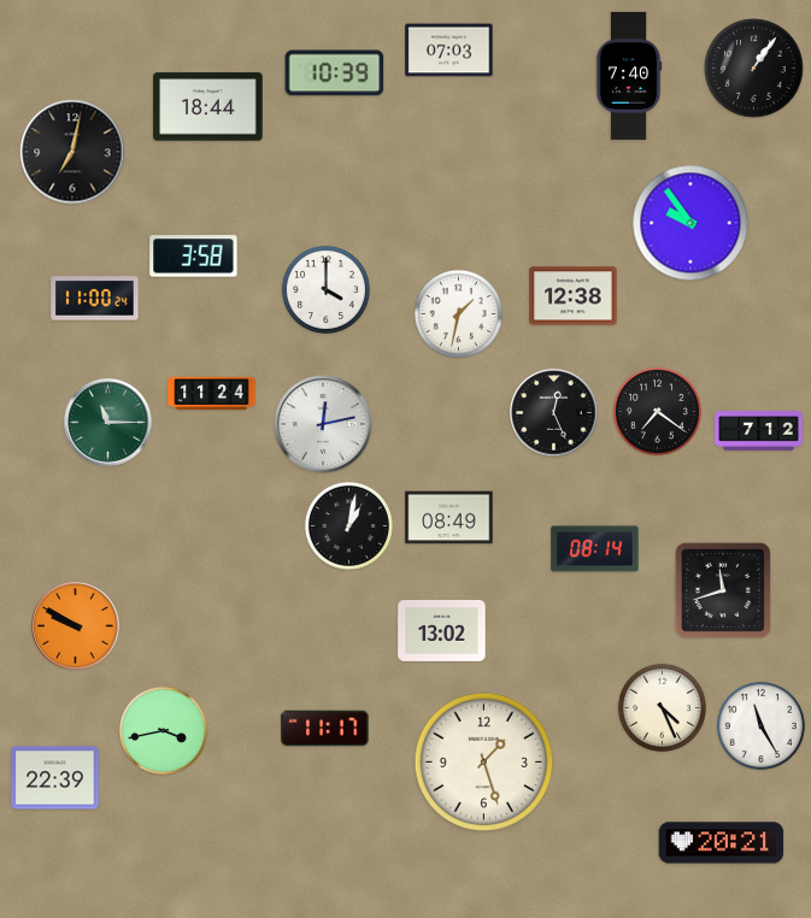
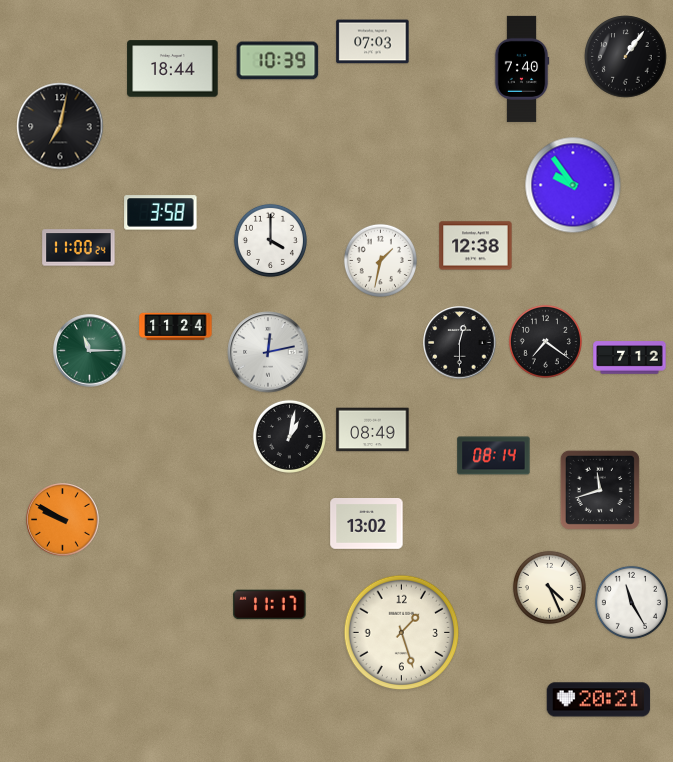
clock at (629, 76) position: (629, 76) -> (522, 69)
clock at (208, 107) position: (208, 107) -> (173, 69)
clock at (554, 413): 12:26 -> 12:30
clock at (163, 730): 3:43 -> none
clock at (55, 778): 22:39 -> none
